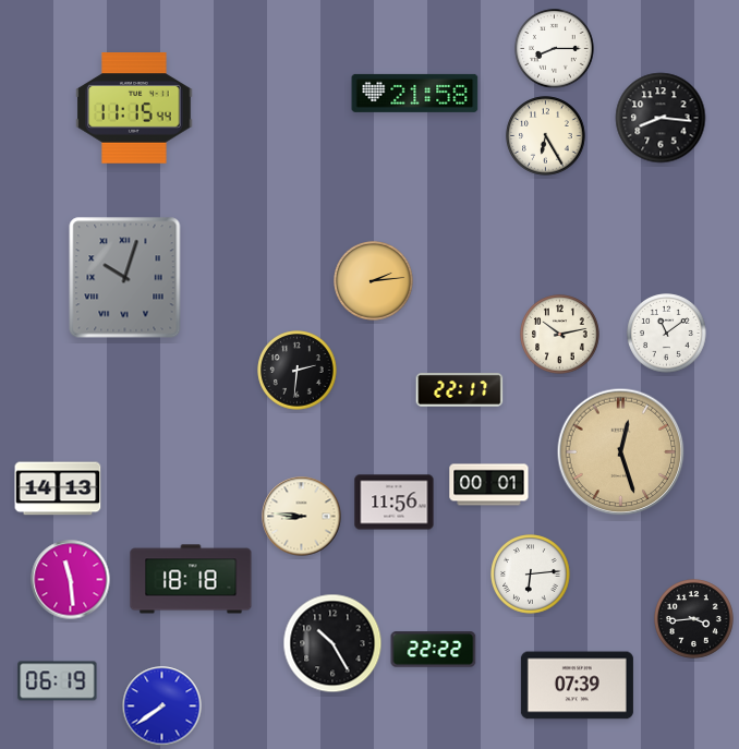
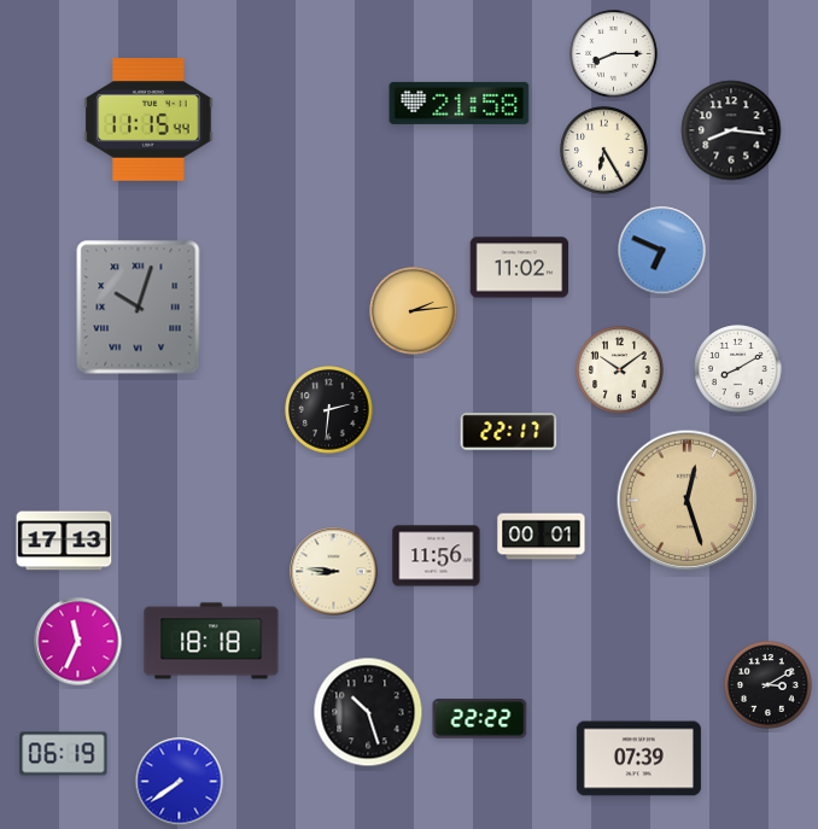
clock at (662, 251): none -> 6:49
clock at (520, 268): none -> 11:02
clock at (667, 334): 11:09 -> 8:10
clock at (560, 335): 10:13 -> 10:09
clock at (58, 488): 14:13 -> 17:13
clock at (531, 575): 6:14 -> none
clock at (71, 580): 11:29 -> 11:34
clock at (694, 619): 3:44 -> 3:10
clock at (332, 643): 10:25 -> 10:27
